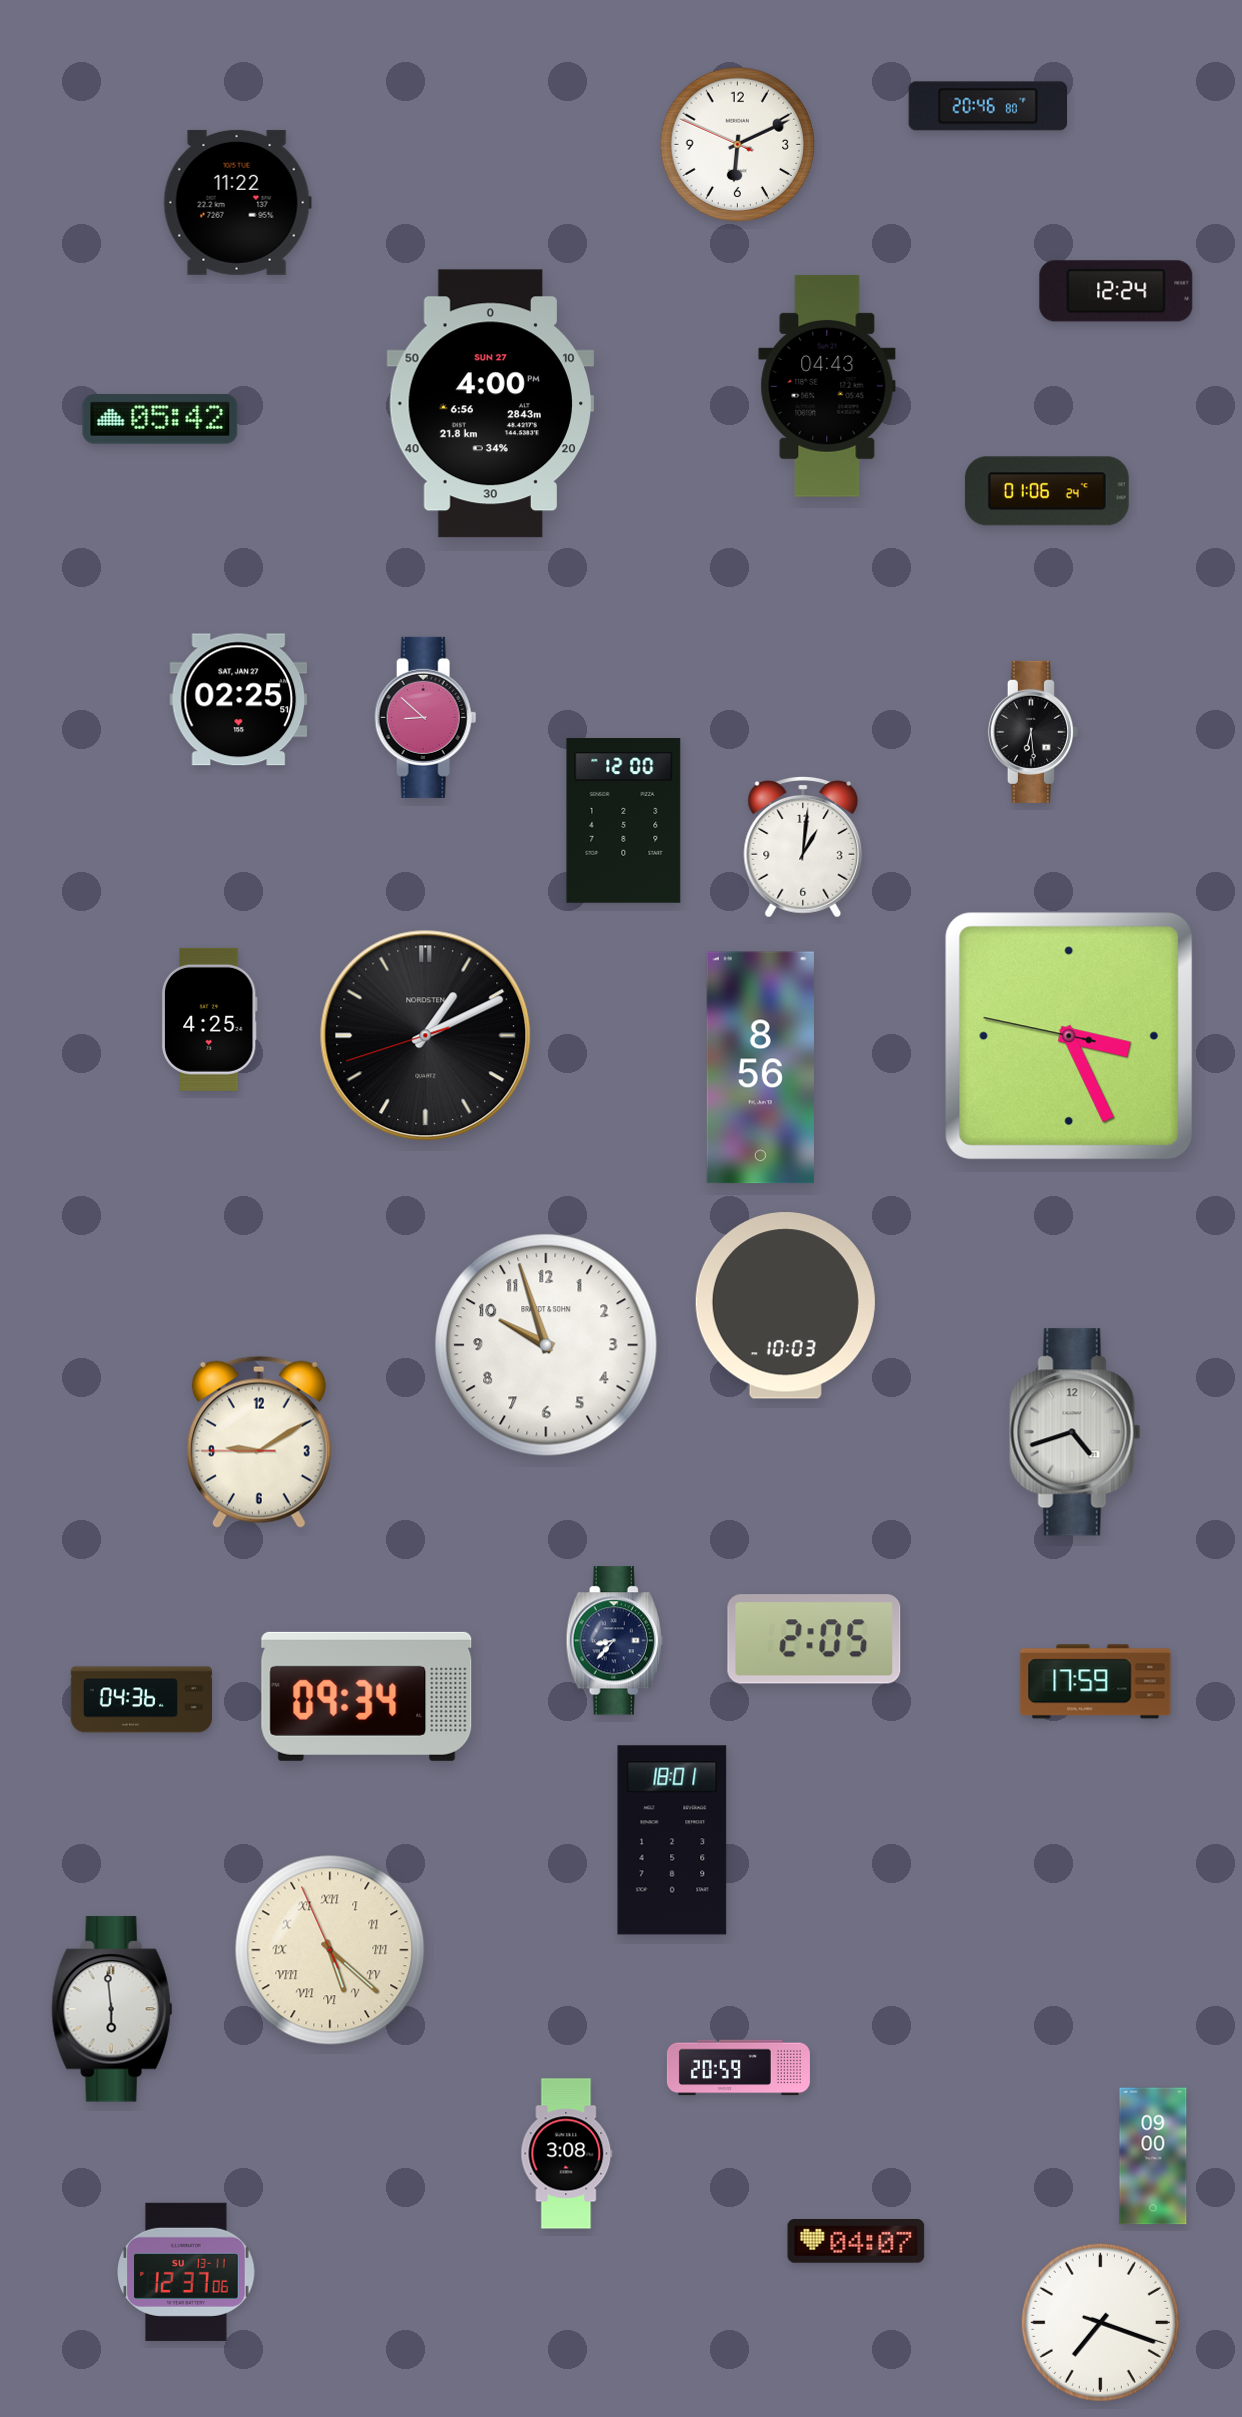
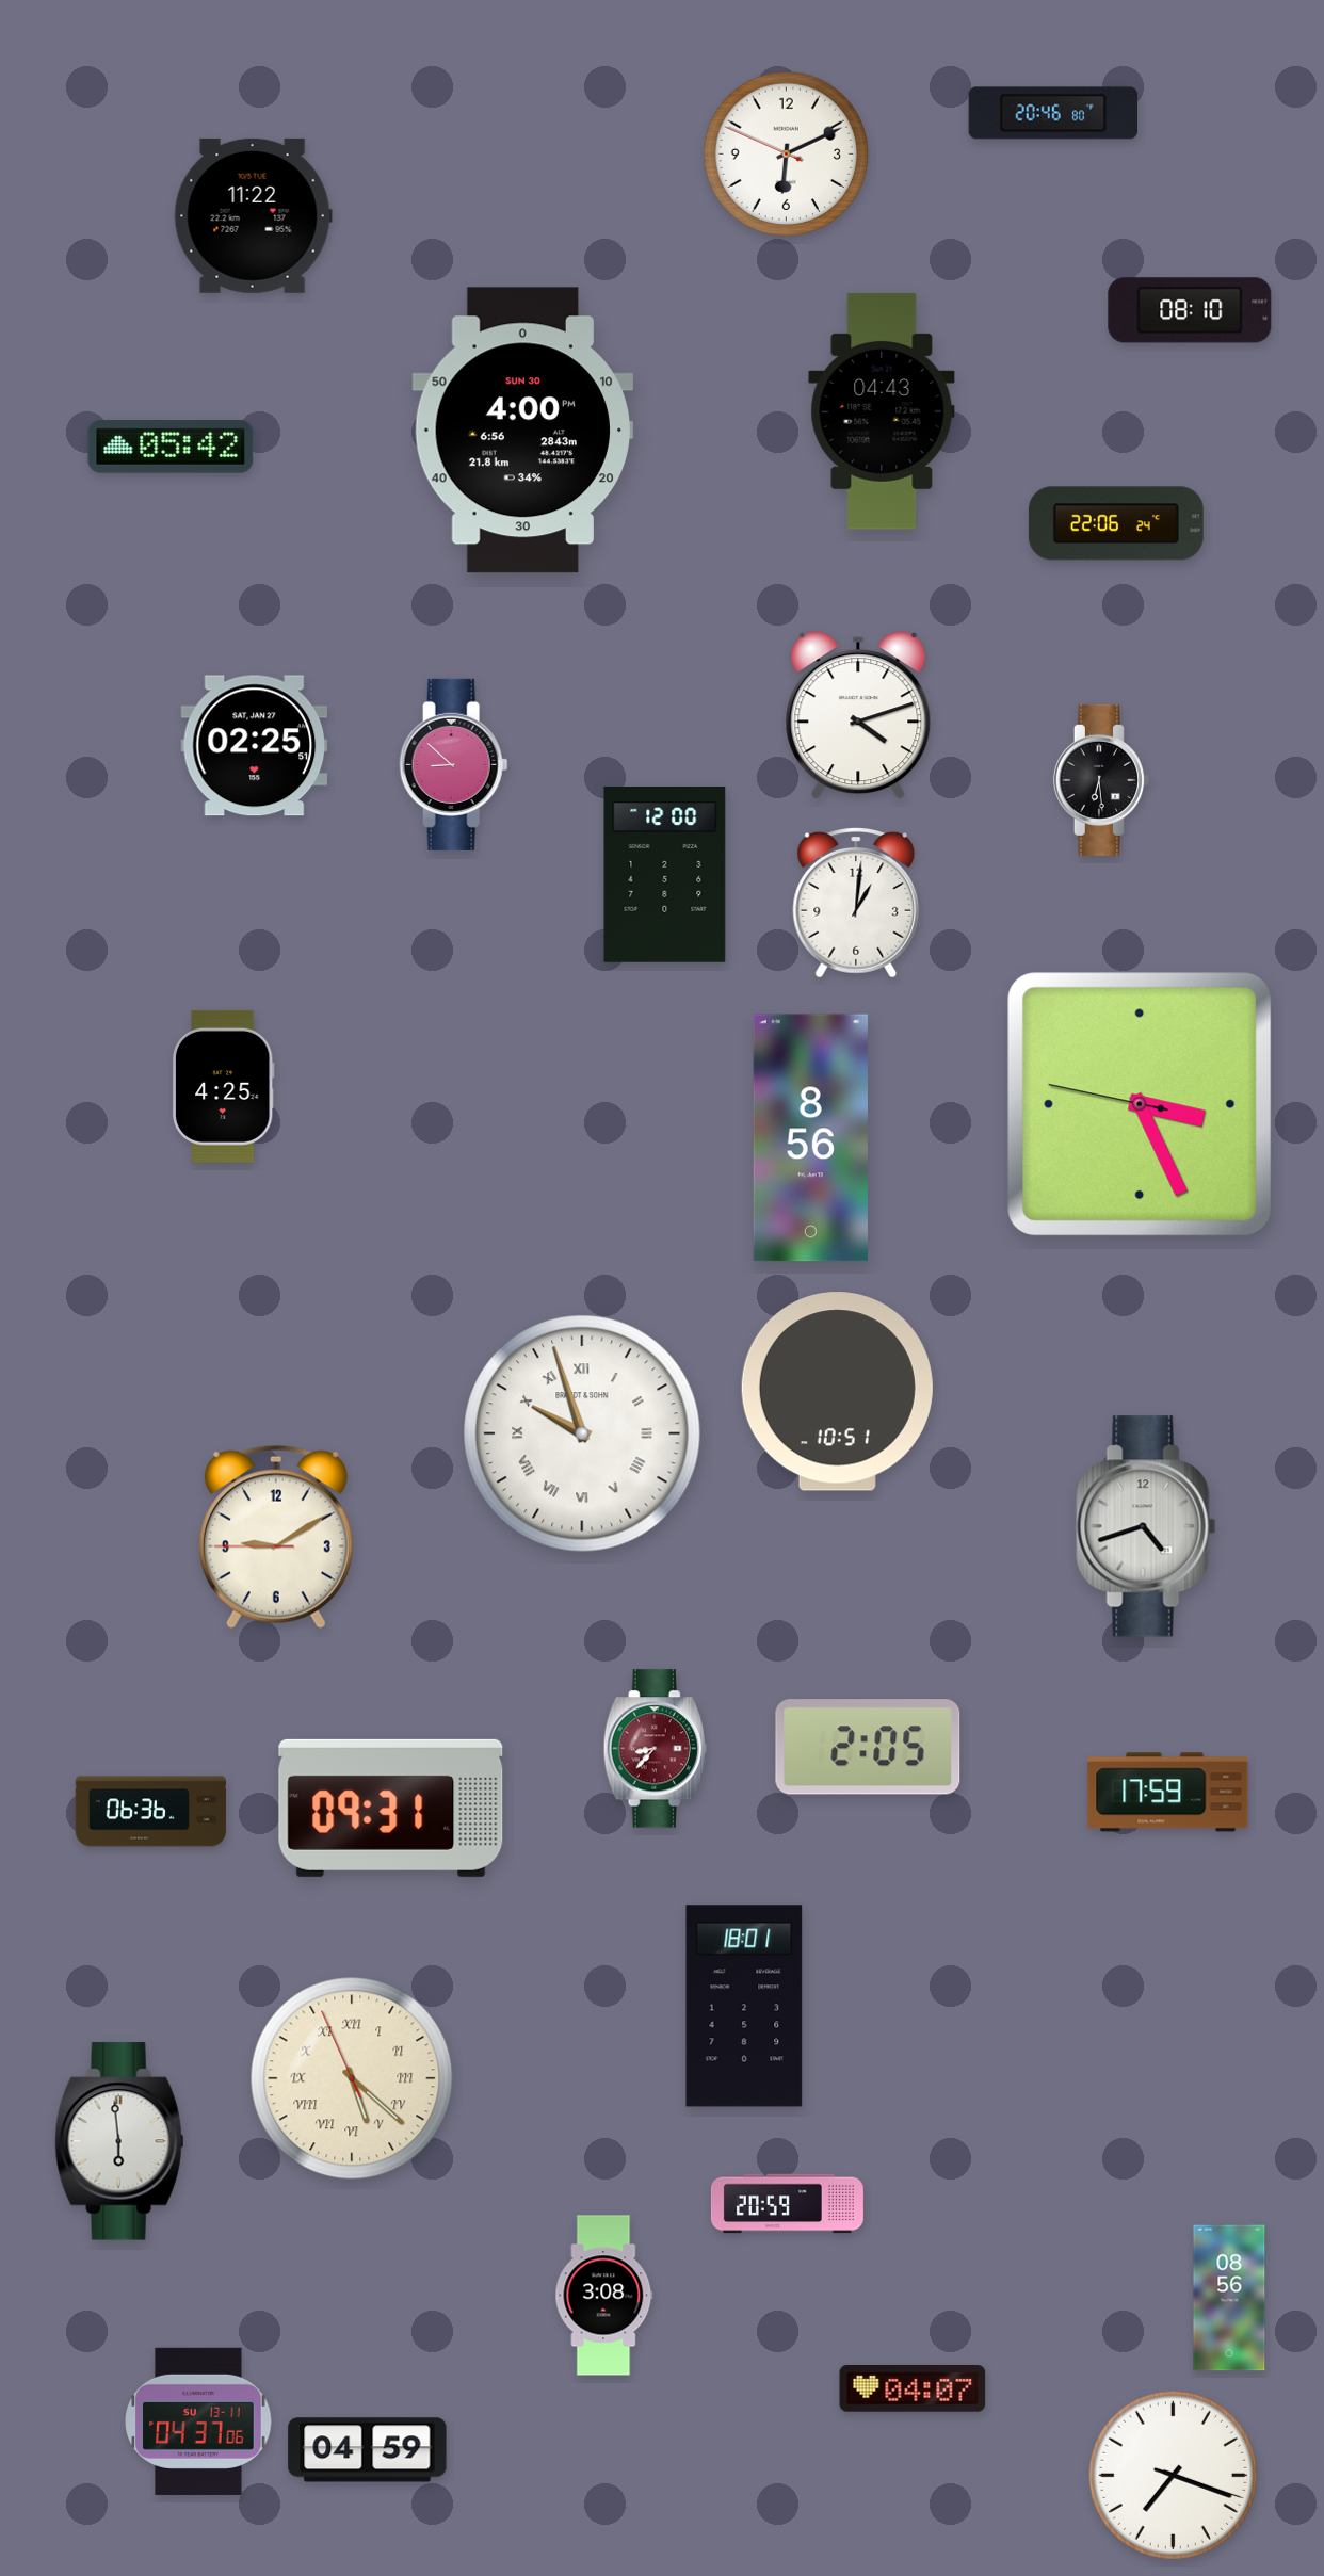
clock at (1116, 291): 12:24 -> 08:10
clock at (490, 404) date: SUN 27 -> SUN 30
clock at (1047, 491): 01:06 -> 22:06
clock at (858, 715): none -> 4:12
clock at (426, 1036): 1:10 -> none
clock at (785, 1306): 10:03 -> 10:51
clock at (546, 1345) numerals: Arabic -> Roman
clock at (614, 1641) dial: navy -> burgundy
clock at (367, 1696): 09:34 -> 09:31
clock at (141, 1700): 04:36 -> 06:36
clock at (672, 1840) position: (672, 1840) -> (744, 2006)
clock at (1153, 2156): 09:00 -> 08:56
clock at (186, 2272): 12:37 -> 04:37
clock at (368, 2450): none -> 04:59
